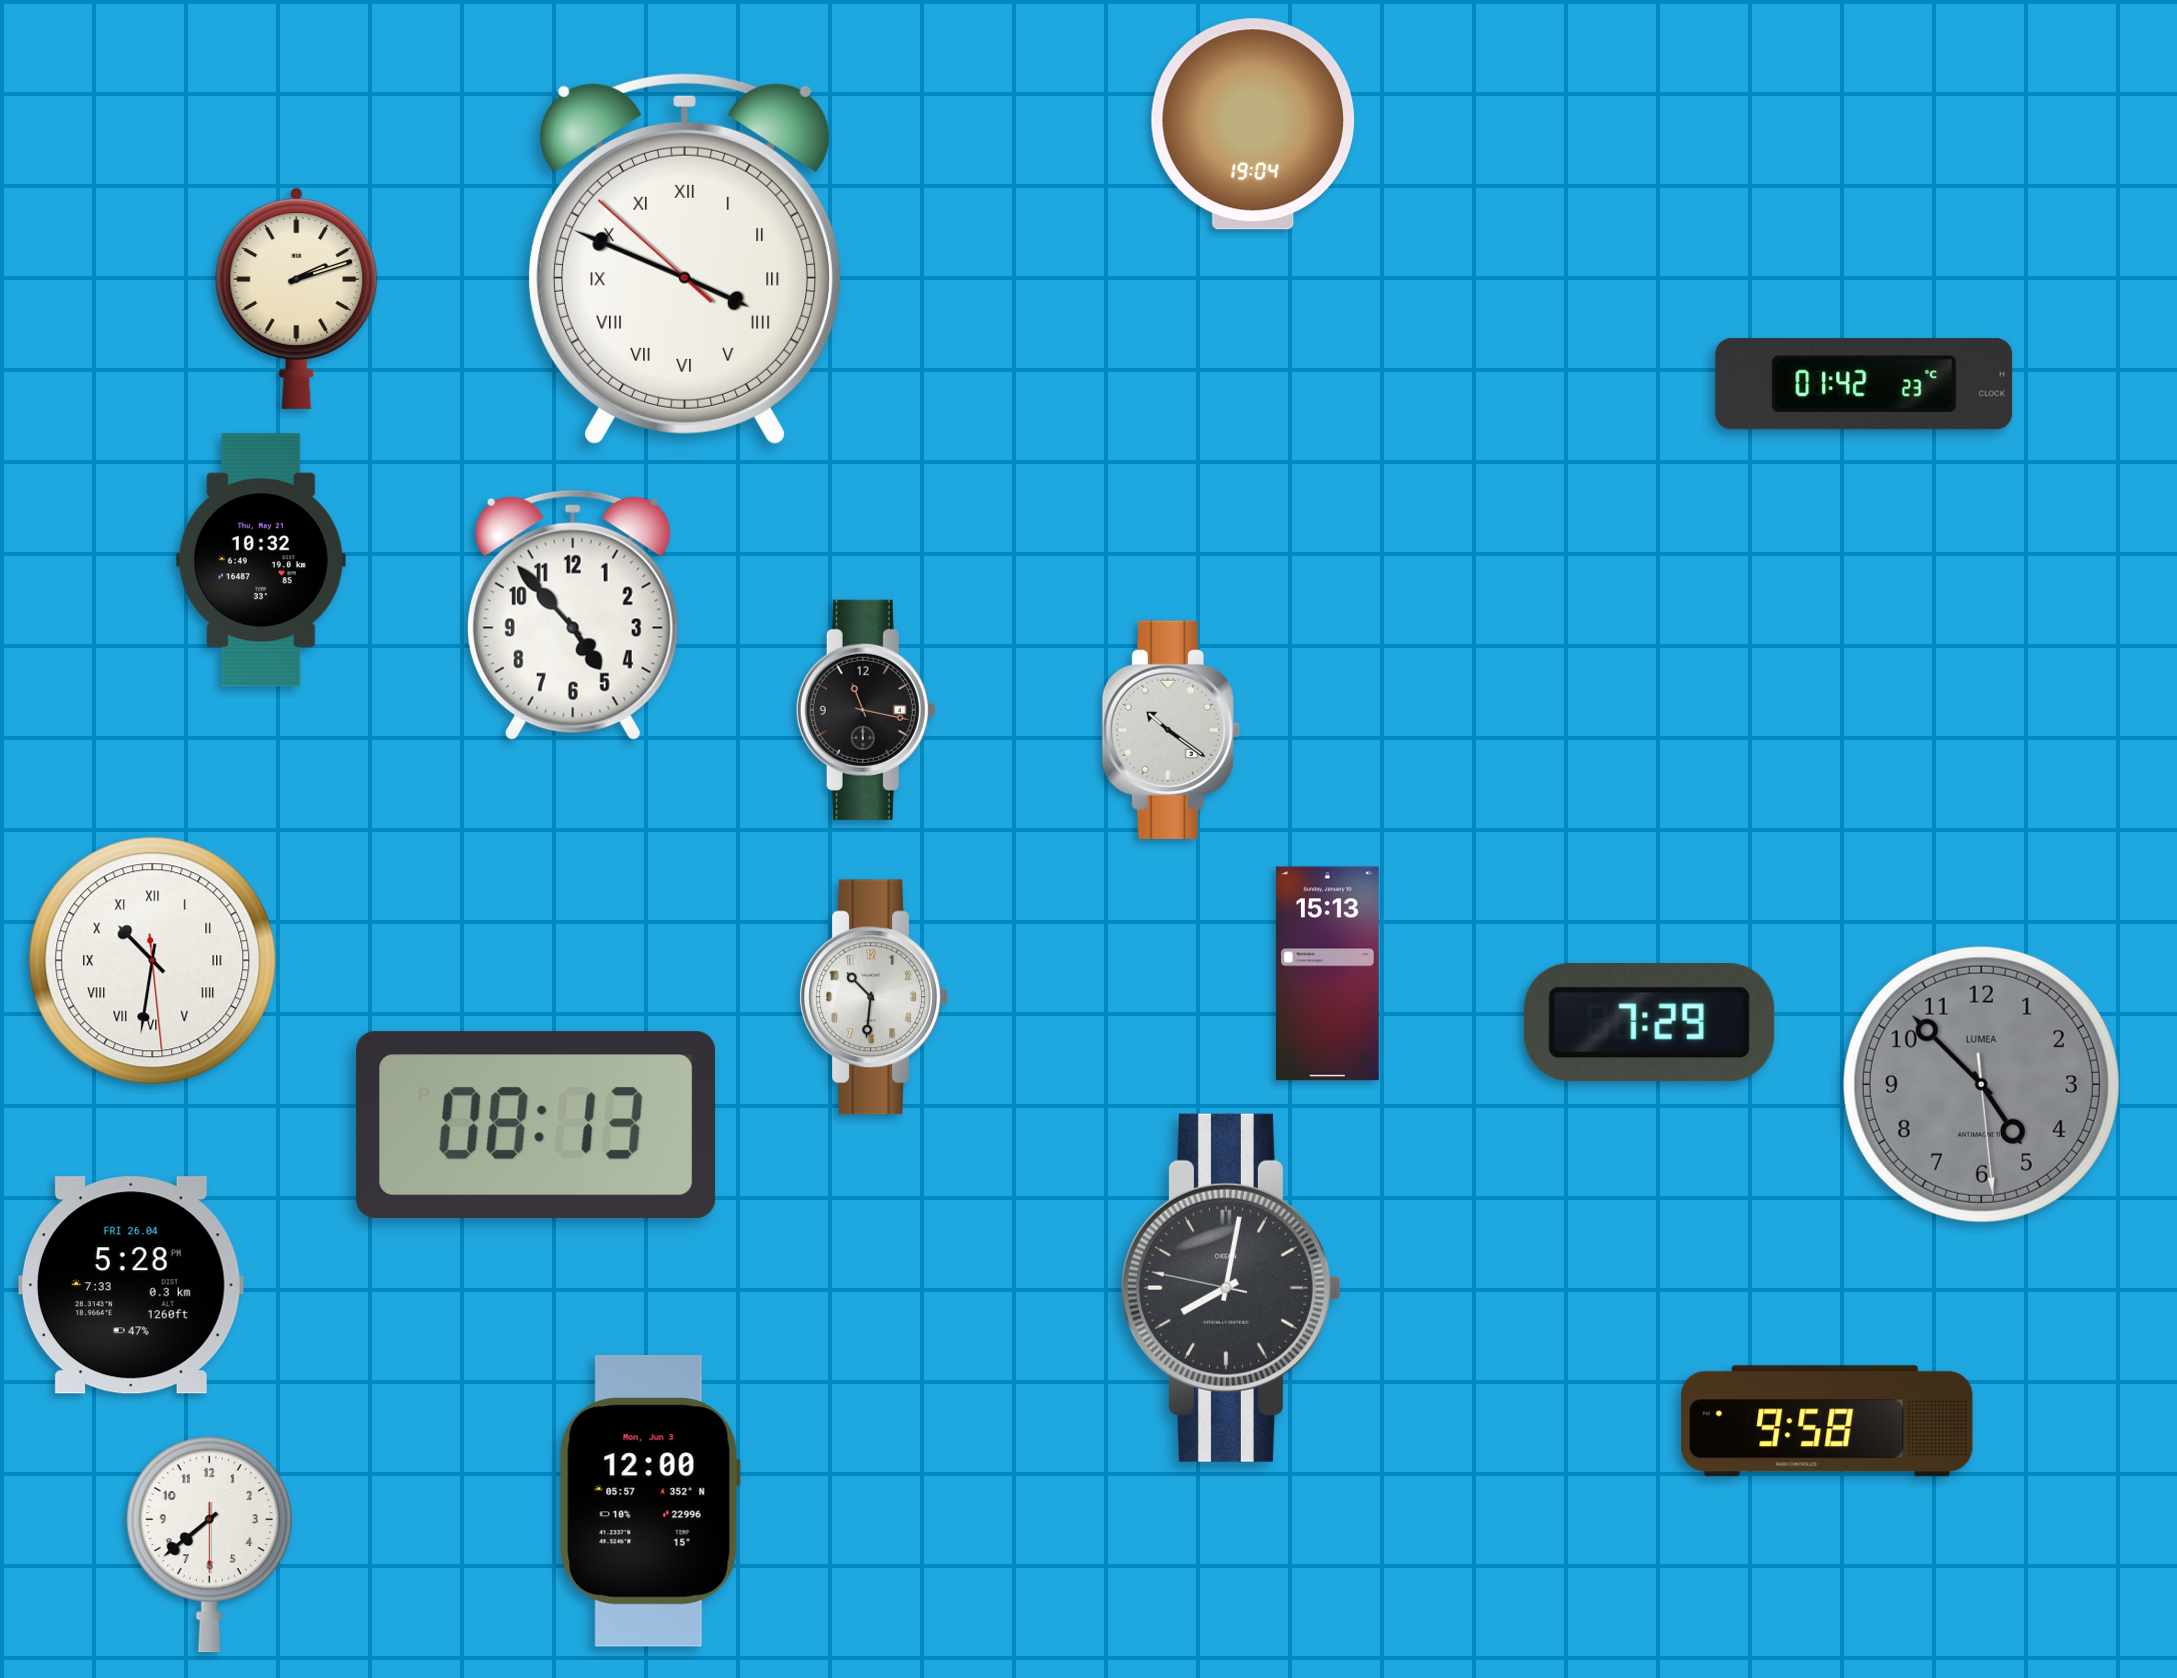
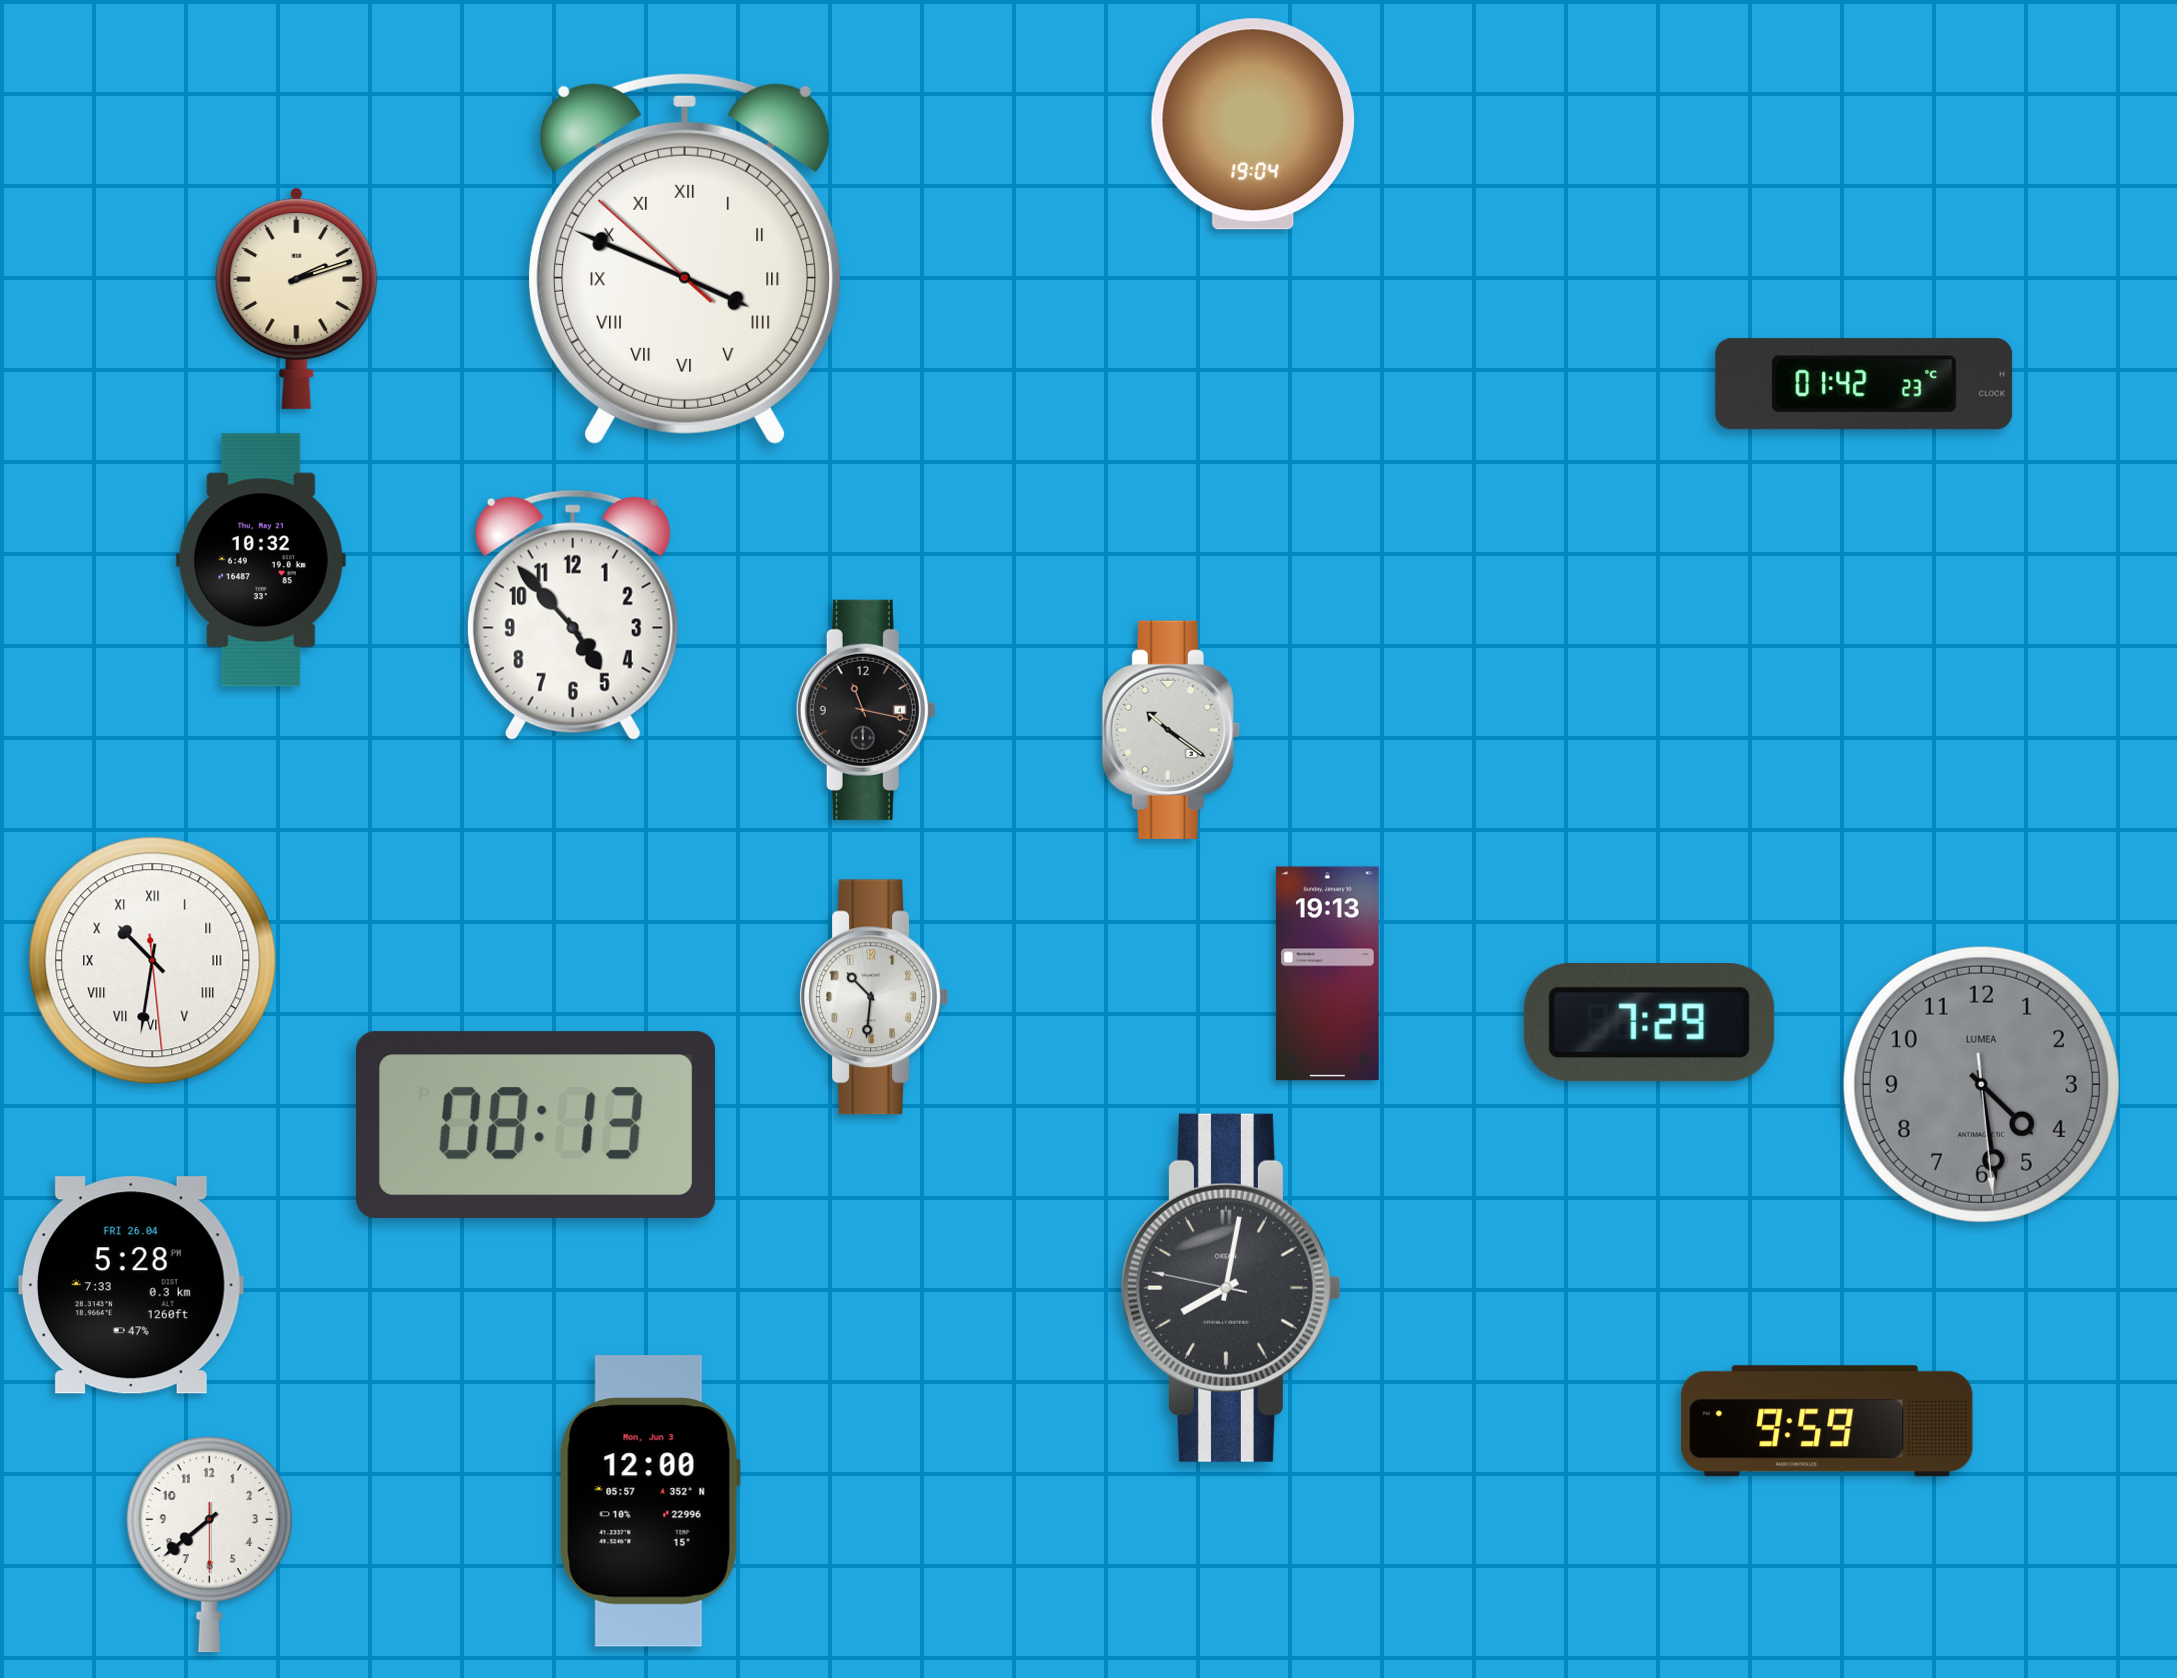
clock at (1327, 974): 15:13 -> 19:13
clock at (1981, 1084): 4:52 -> 4:28
clock at (1827, 1421): 9:58 -> 9:59
